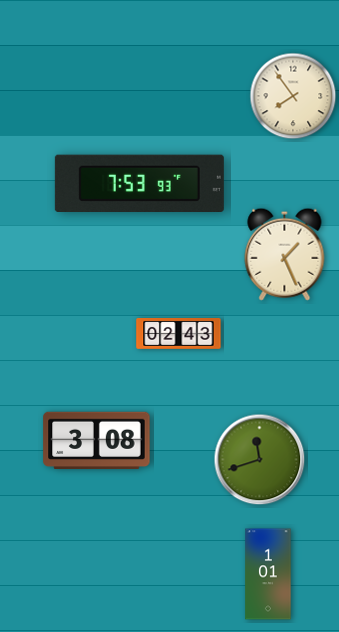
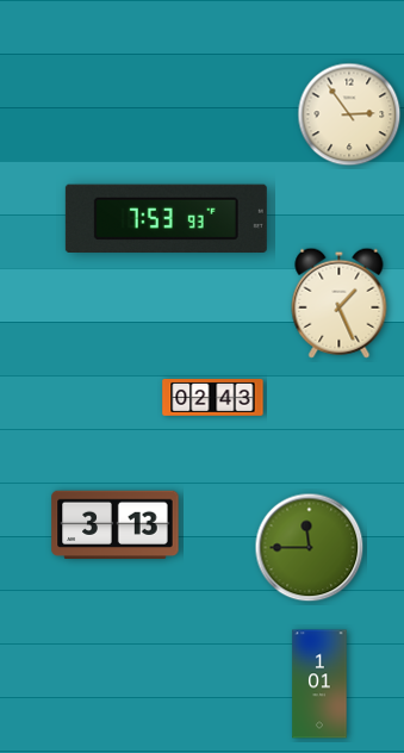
clock at (293, 96): 7:54 -> 2:54
clock at (97, 441): 3:08 -> 3:13
clock at (260, 460): 11:42 -> 11:45
